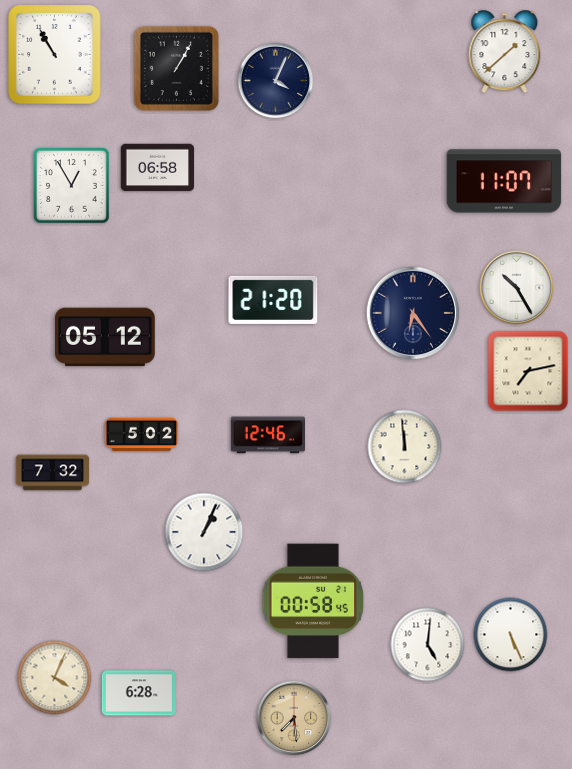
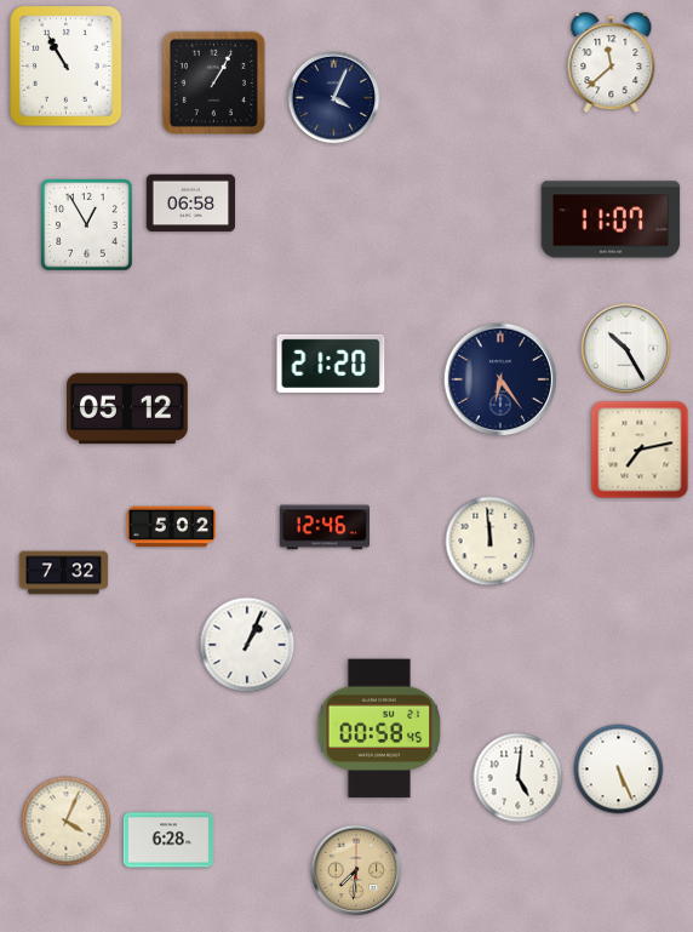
clock at (505, 52): 1:38 -> 11:38
clock at (428, 645) position: (428, 645) -> (519, 778)
clock at (294, 718): 7:29 -> 7:31
